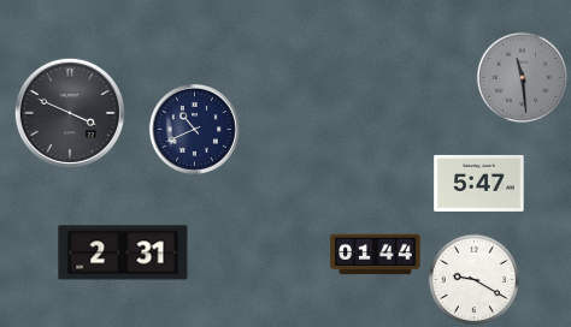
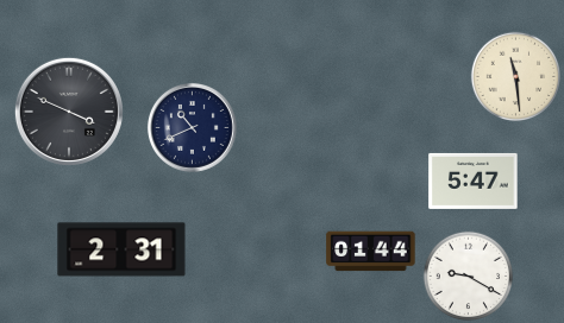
clock at (523, 78) dial: grey -> cream
